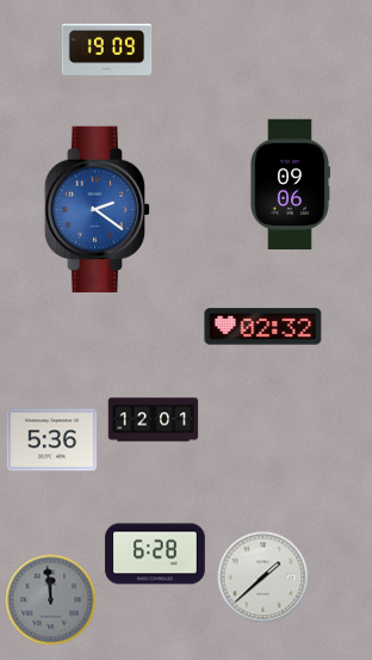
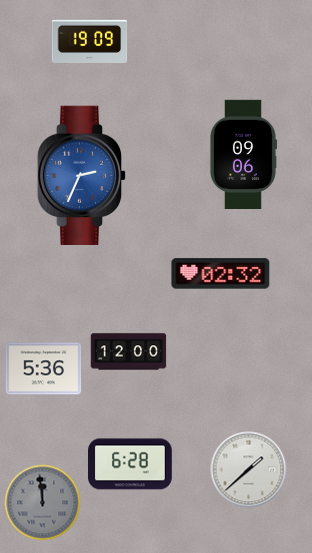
clock at (98, 209): 2:21 -> 2:34
clock at (154, 420): 12:01 -> 12:00
clock at (263, 578) position: (263, 578) -> (249, 470)
